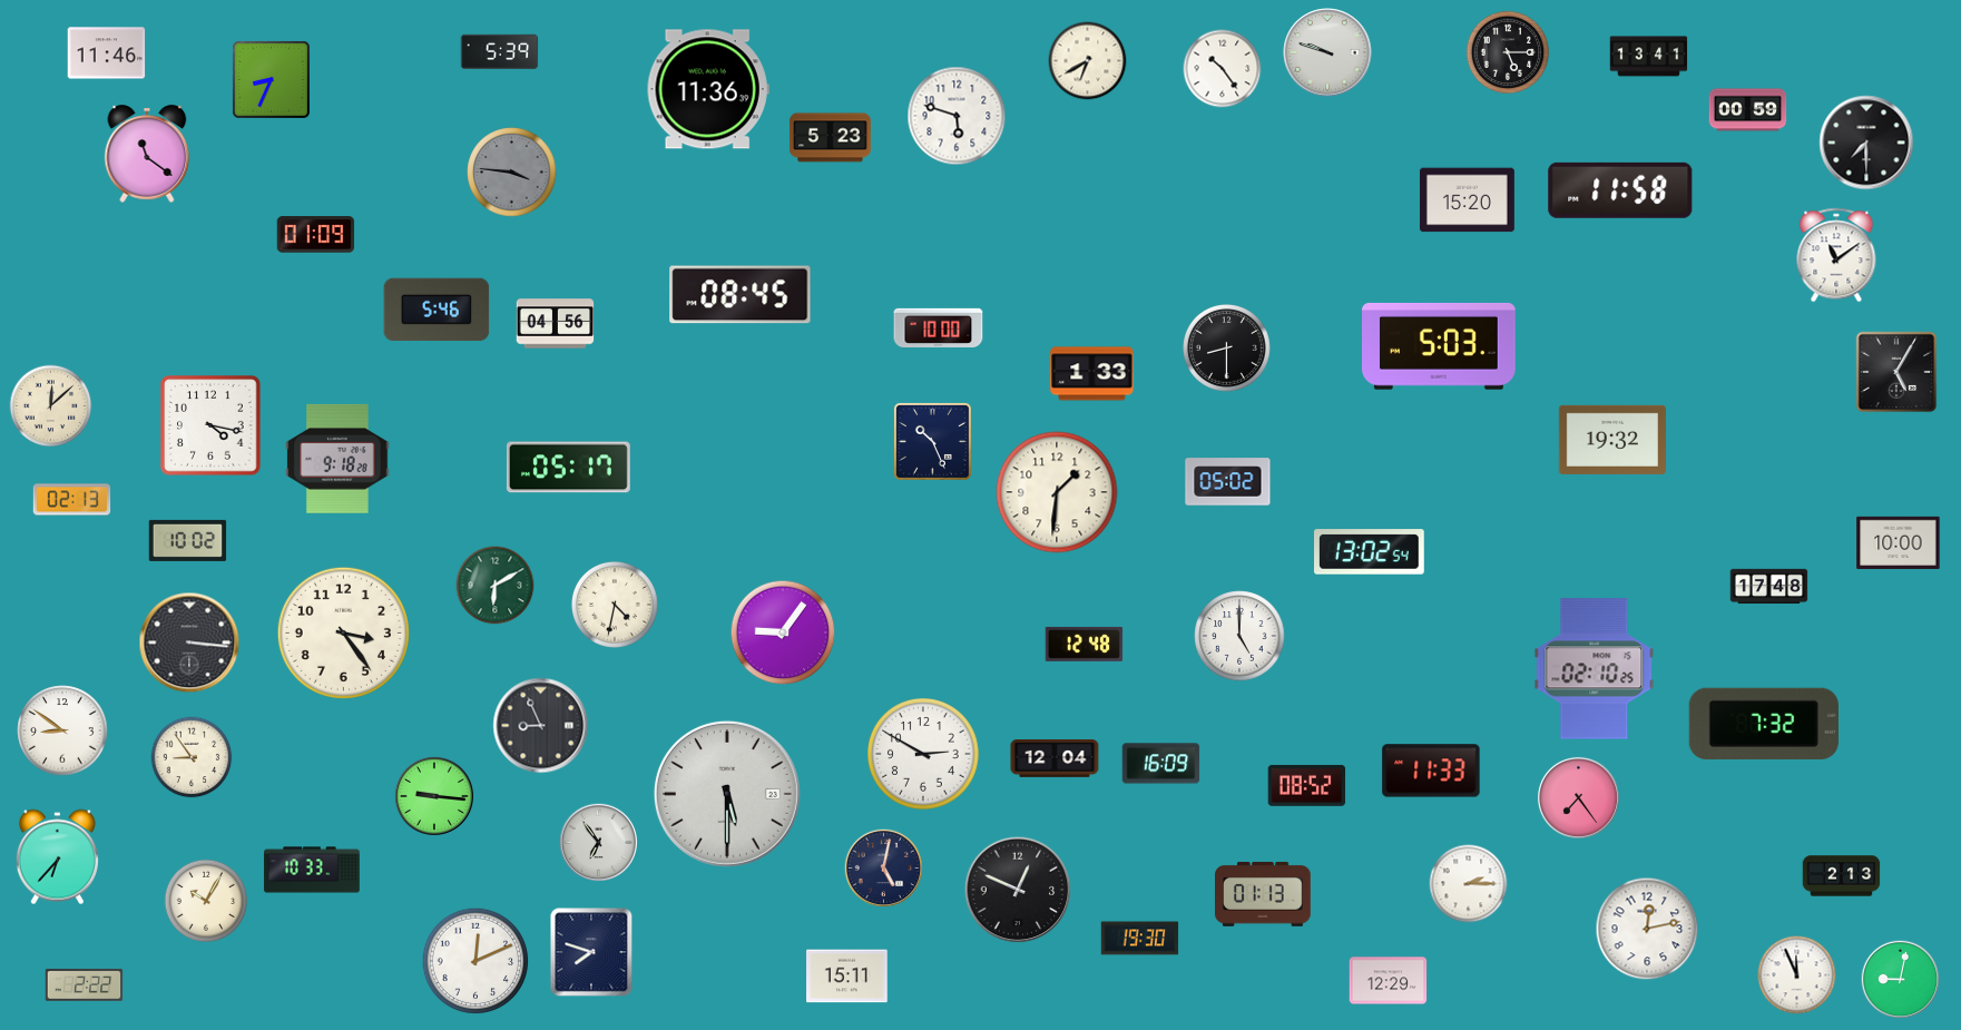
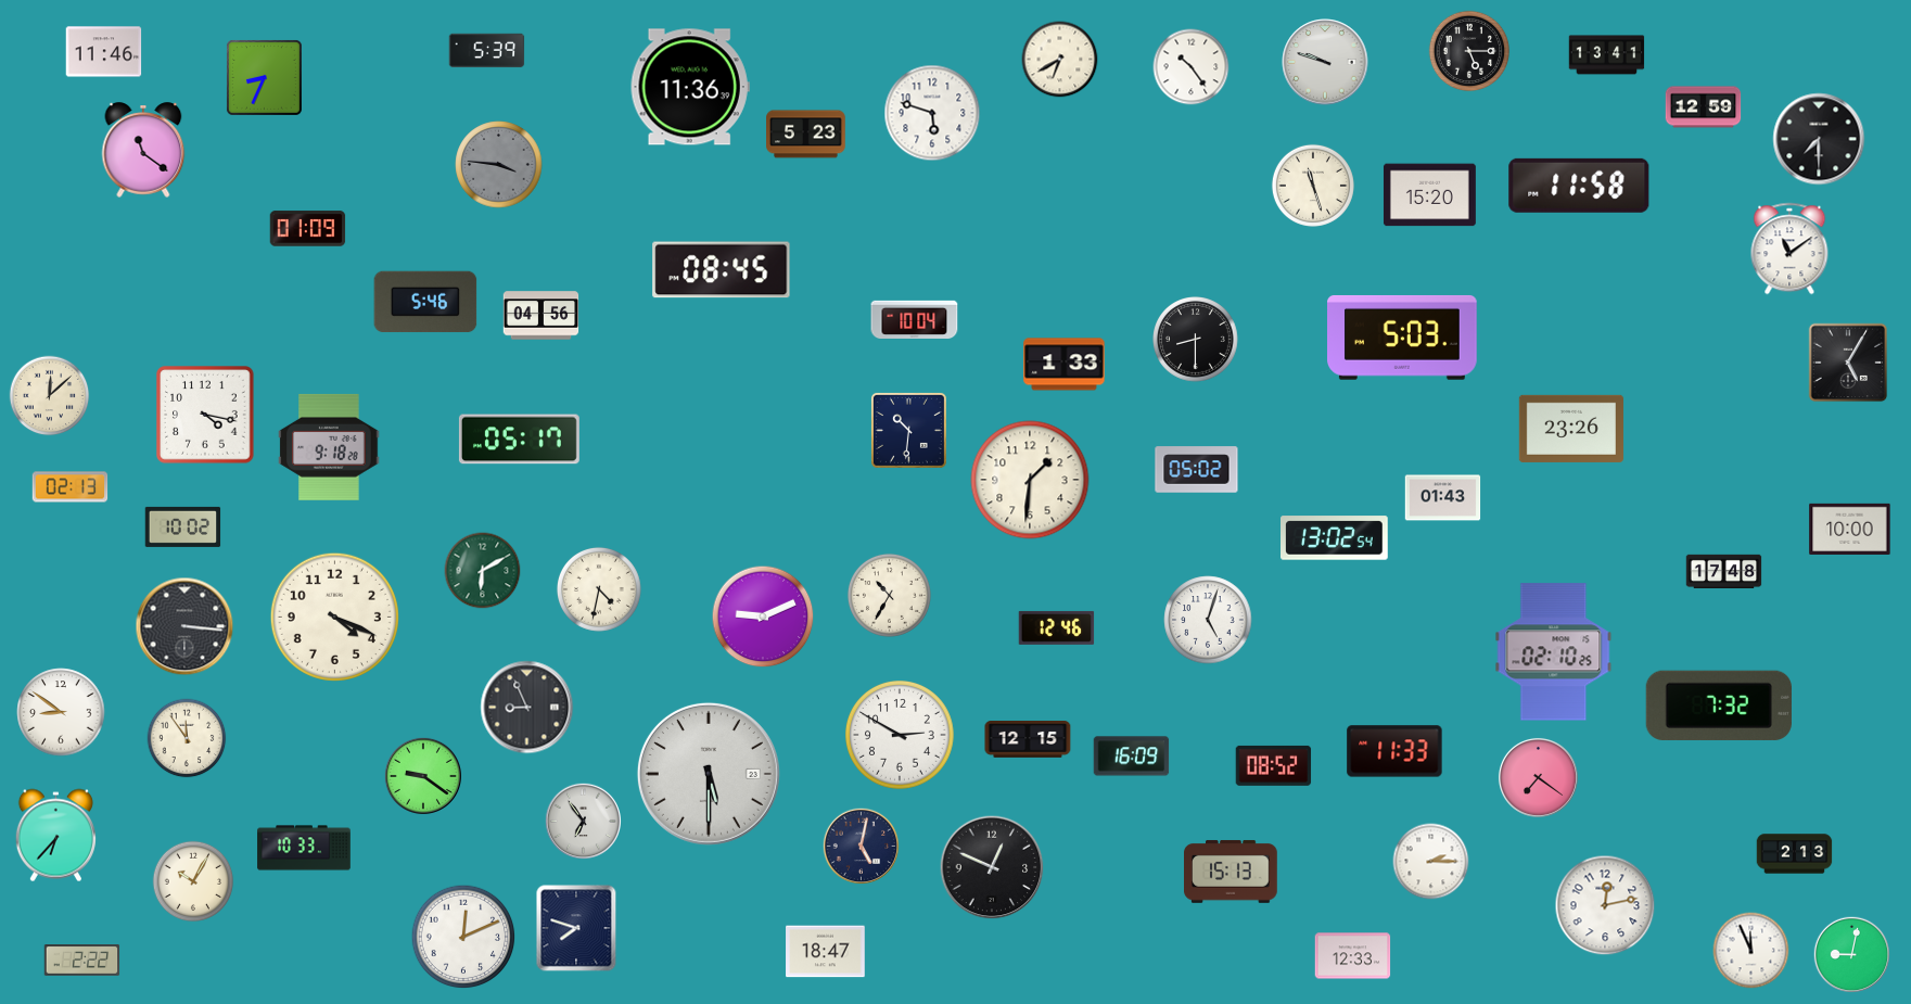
clock at (1327, 52) position: (1327, 52) -> (1325, 62)
clock at (1748, 110): 00:59 -> 12:59
clock at (831, 138) position: (831, 138) -> (806, 135)
clock at (512, 173) position: (512, 173) -> (499, 165)
clock at (1313, 186): none -> 11:27
clock at (741, 295) position: (741, 295) -> (722, 270)
clock at (939, 327): 10:00 -> 10:04
clock at (1612, 440): 19:32 -> 23:26
clock at (932, 441): 10:26 -> 10:31
clock at (568, 468) position: (568, 468) -> (519, 440)
clock at (1443, 498): none -> 01:43
clock at (889, 595): none -> 10:35
clock at (343, 632): 3:24 -> 4:19
clock at (783, 632): 9:06 -> 9:11
clock at (1239, 636): 5:00 -> 5:03
clock at (1085, 644): 12:48 -> 12:46
clock at (192, 757): 8:54 -> 11:54
clock at (1055, 759): 12:04 -> 12:15
clock at (1161, 764) position: (1161, 764) -> (1132, 757)
clock at (434, 796): 9:16 -> 9:21
clock at (1578, 797): 7:24 -> 7:21
clock at (1264, 894): 01:13 -> 15:13
clock at (206, 901) position: (206, 901) -> (193, 881)
clock at (1140, 939): 19:30 -> none
clock at (847, 977): 15:11 -> 18:47
clock at (1389, 981): 12:29 -> 12:33
